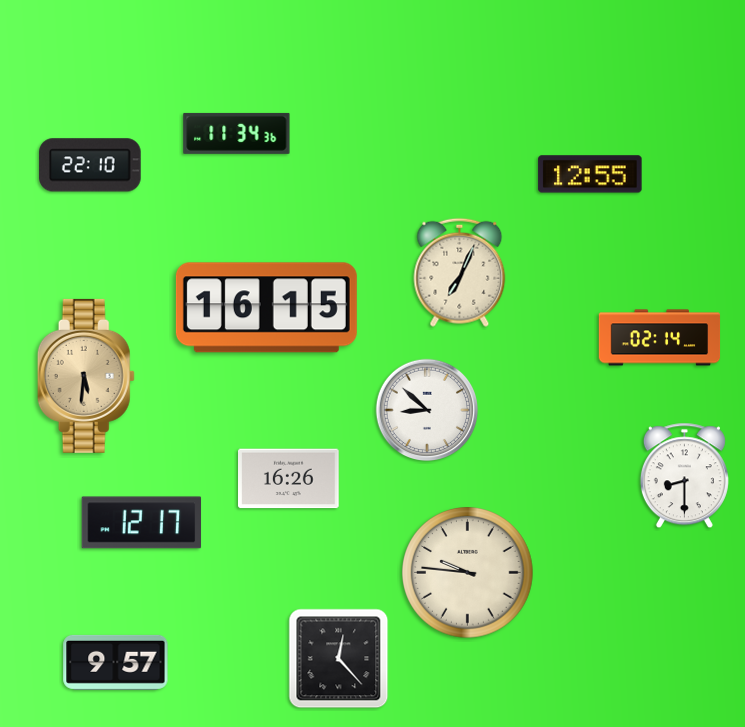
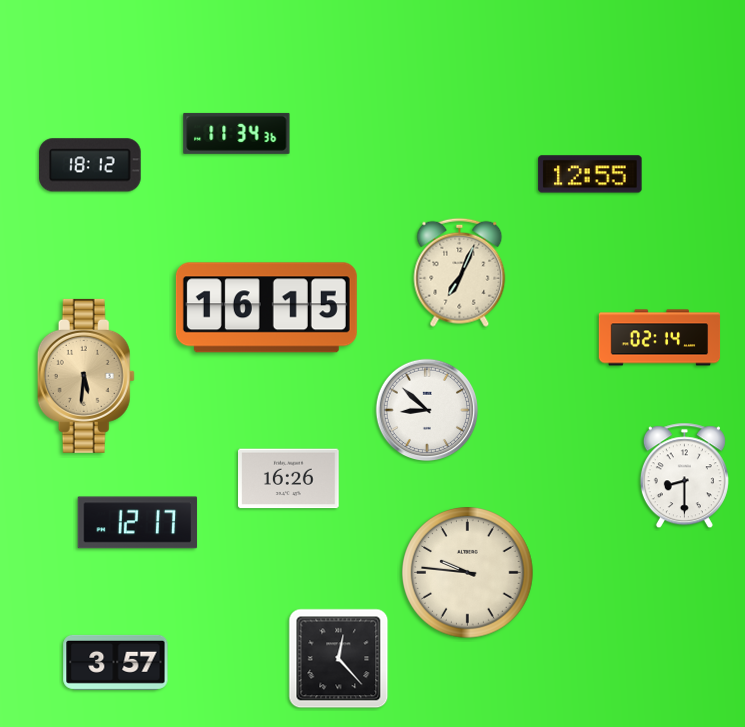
clock at (90, 165): 22:10 -> 18:12
clock at (142, 523) position: (142, 523) -> (138, 523)
clock at (116, 662): 9:57 -> 3:57
